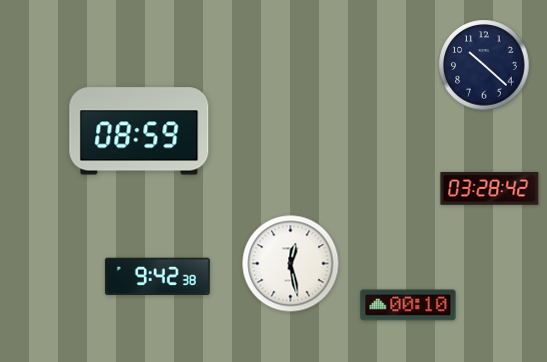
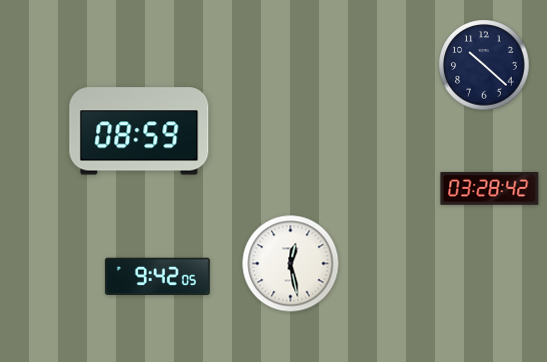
clock at (157, 277): 9:42:38 -> 9:42:05
clock at (408, 305): 00:10 -> none
